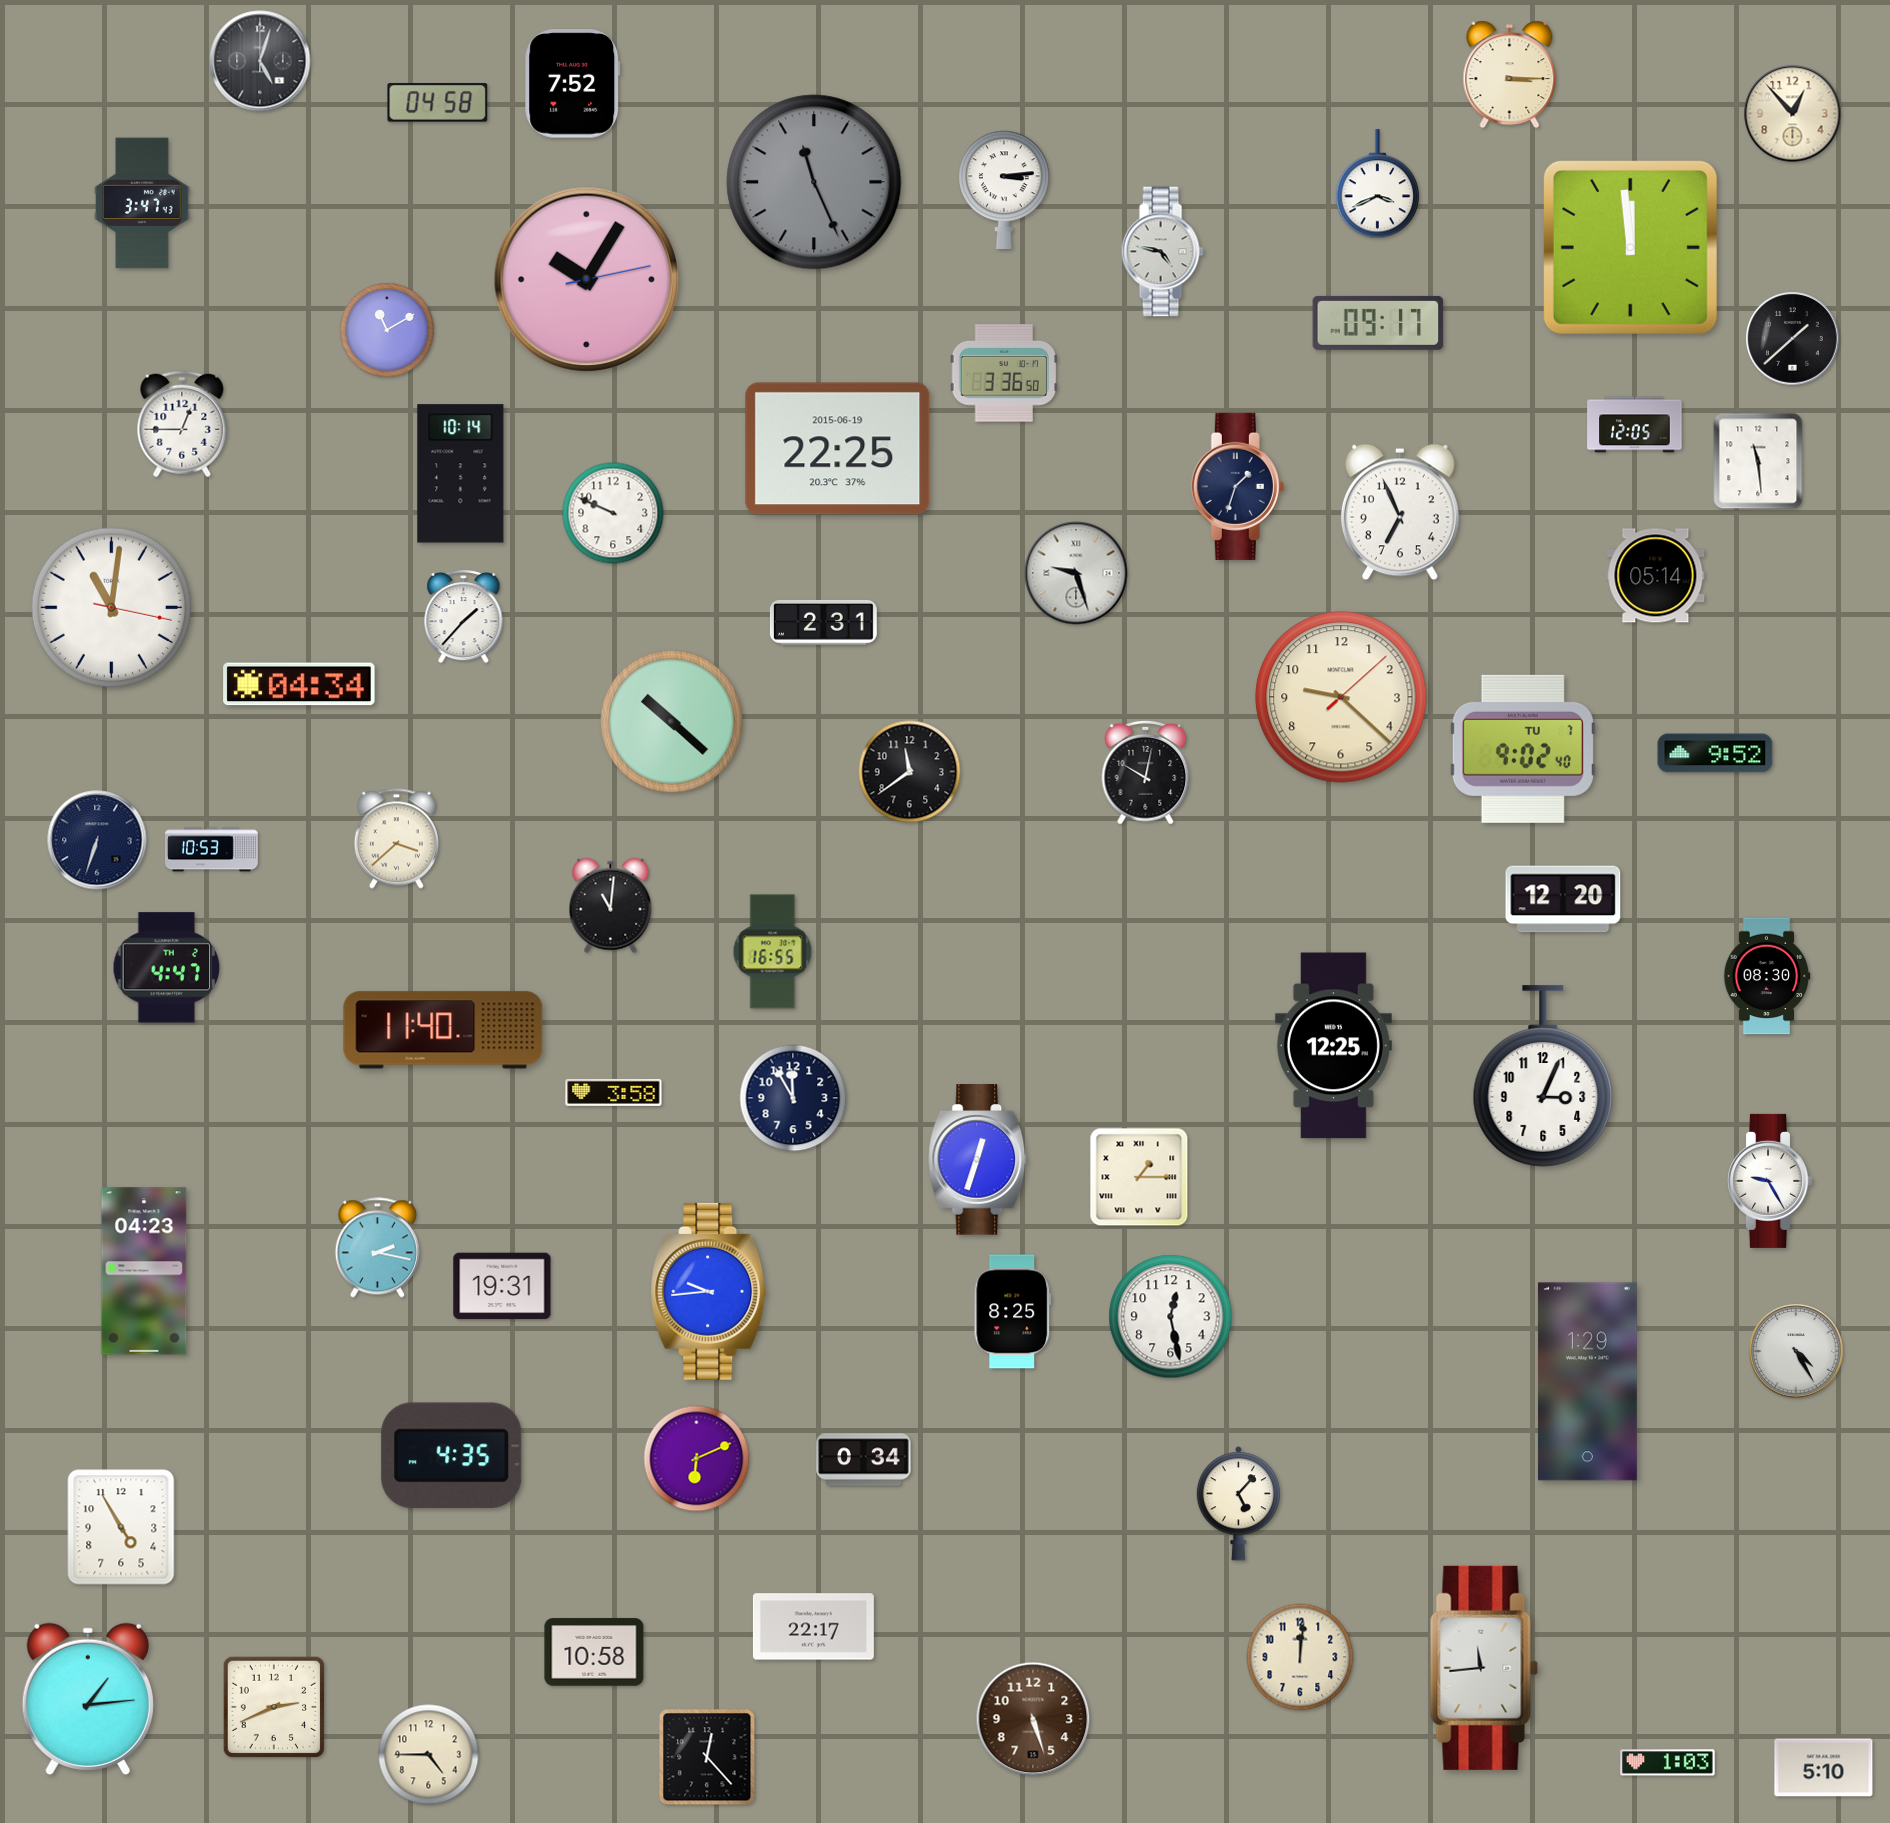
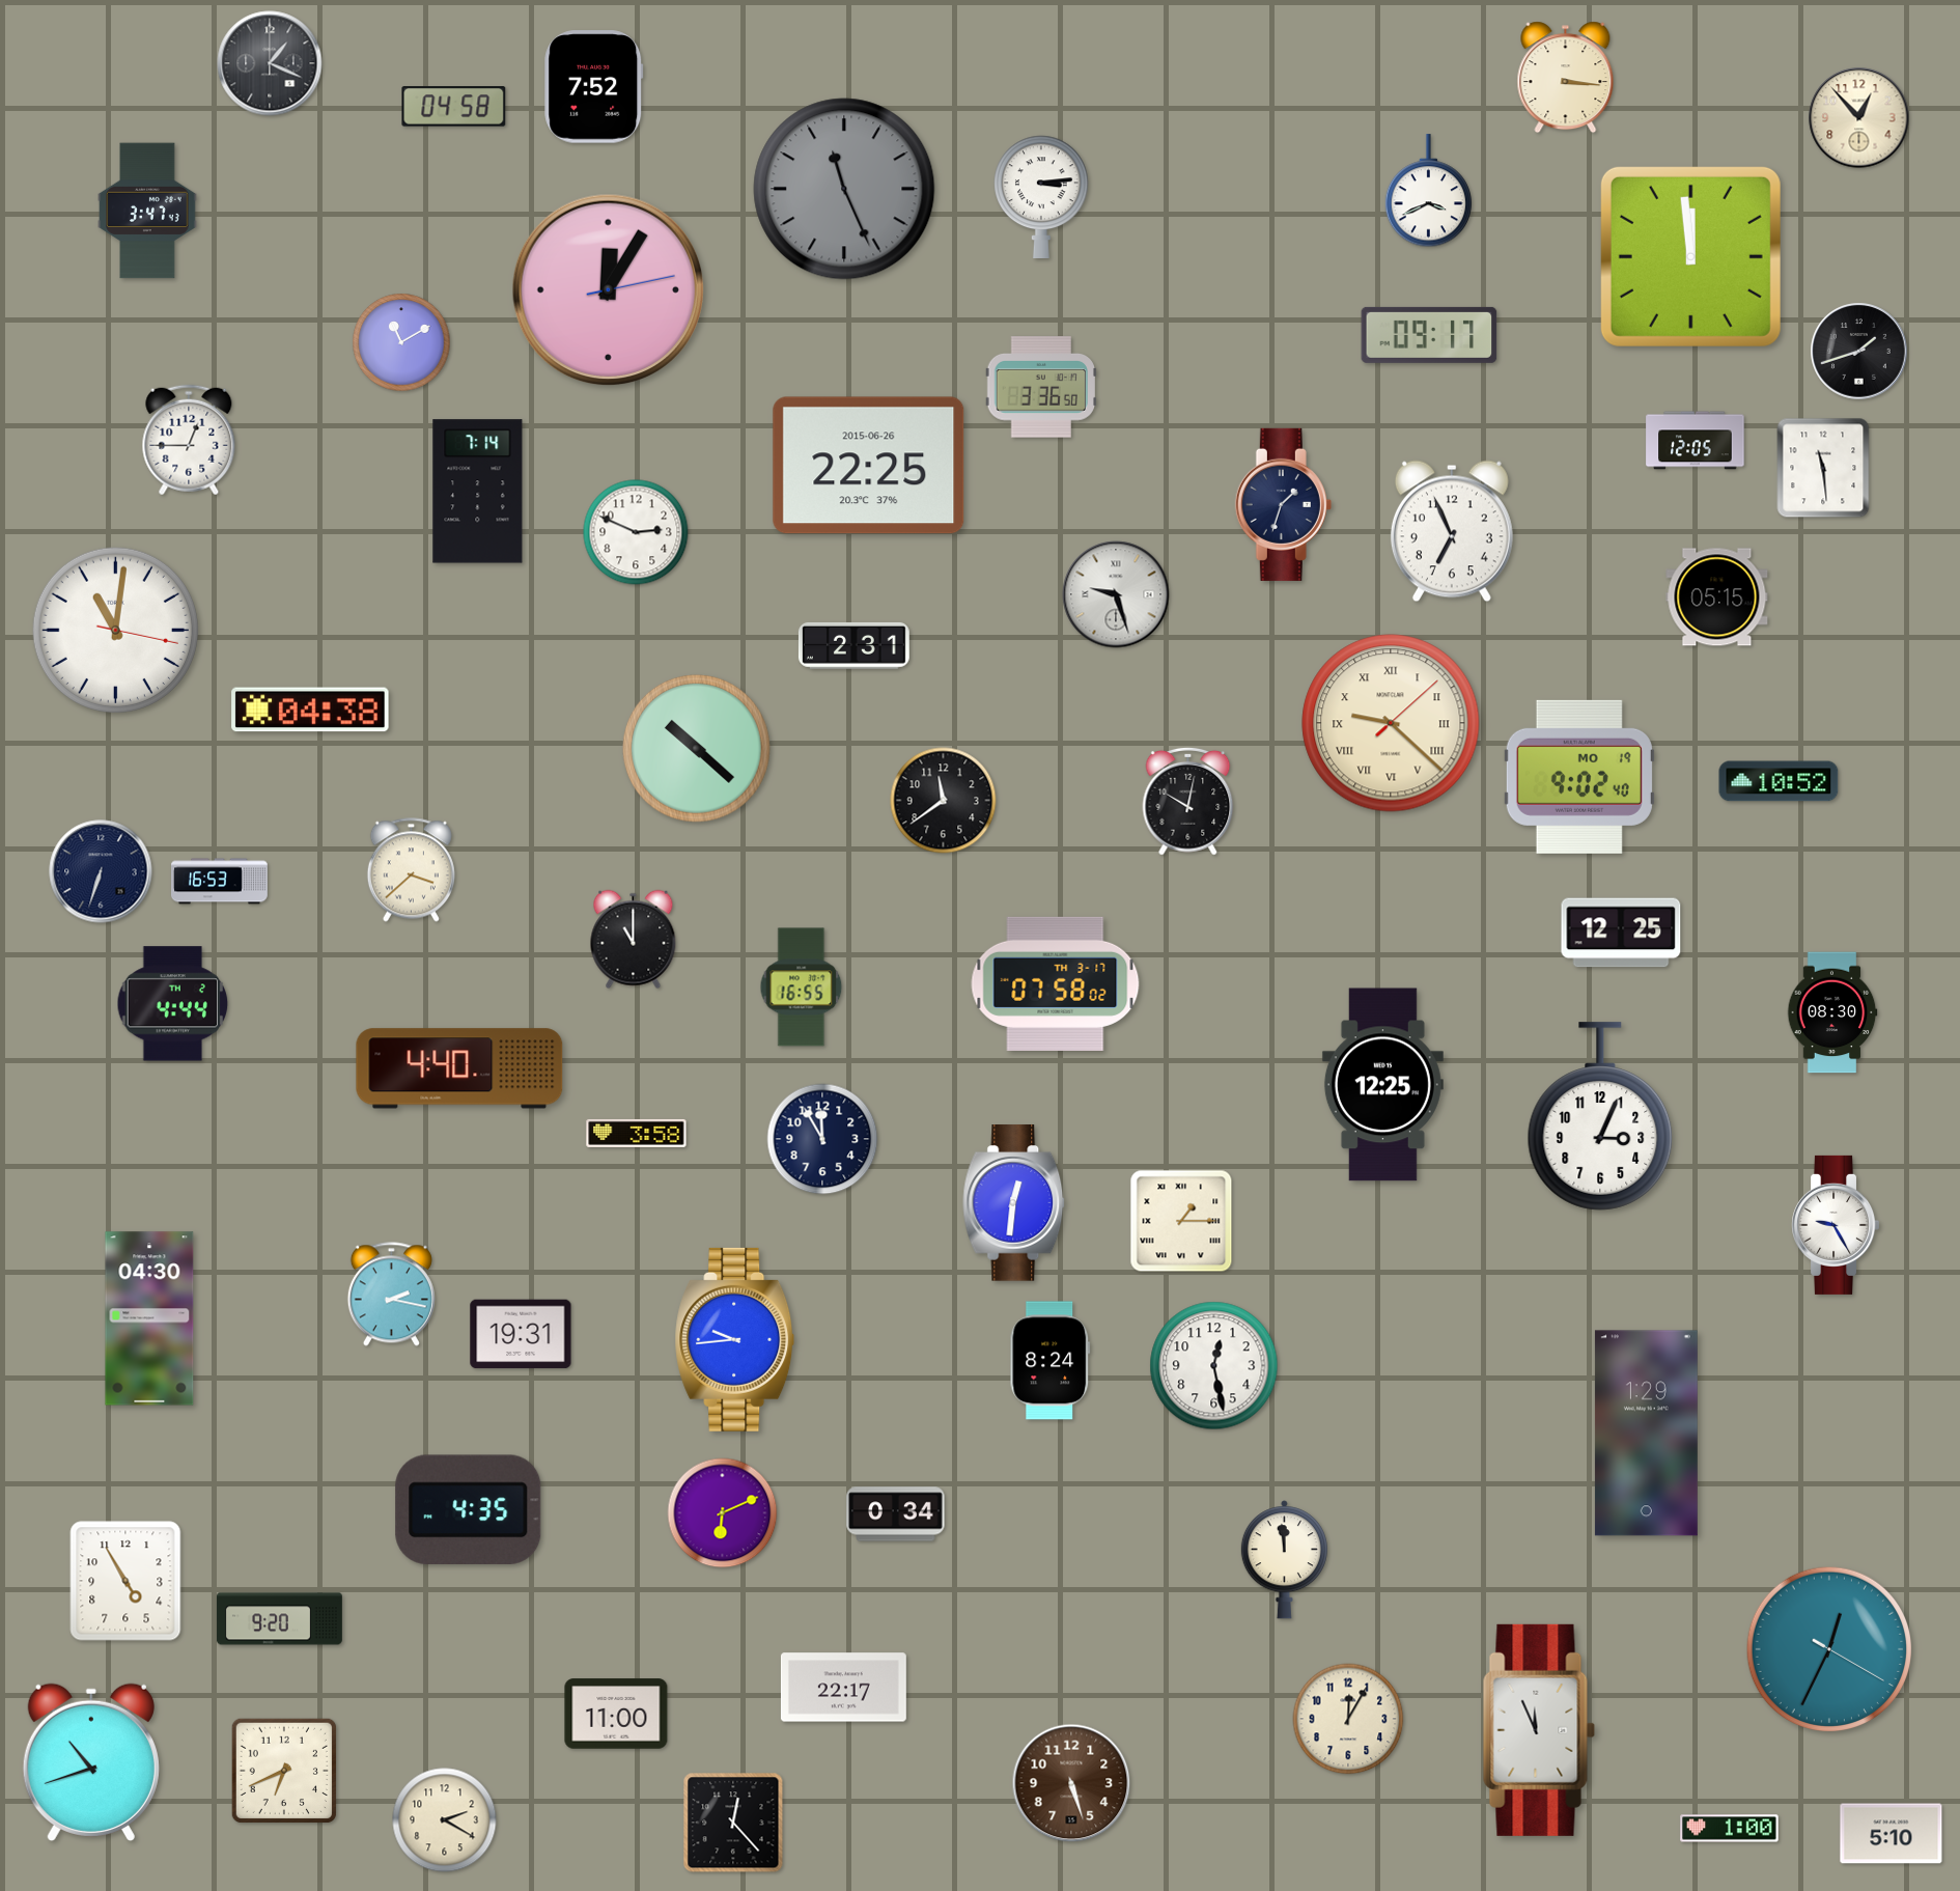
clock at (260, 61): 5:03 -> 1:19
clock at (1510, 75): 3:15 -> 3:16
clock at (1162, 252): 4:47 -> none
clock at (587, 280): 10:05 -> 12:05
clock at (1793, 339): 1:38 -> 1:42
clock at (838, 449) date: 2015-06-19 -> 2015-06-26
clock at (1758, 461) position: (1758, 461) -> (1823, 468)
clock at (461, 474): 10:14 -> 7:14
clock at (613, 513): 9:49 -> 2:49
clock at (1656, 576): 05:14 -> 05:15
clock at (464, 616): 1:37 -> none
clock at (299, 684): 04:34 -> 04:38
clock at (1341, 697) numerals: Arabic -> Roman
clock at (1523, 749) date: TU 7 -> MO 19
clock at (1715, 753): 9:52 -> 10:52
clock at (212, 850): 10:53 -> 16:53
clock at (1563, 899): 12:20 -> 12:25
clock at (611, 906): 11:01 -> 11:00
clock at (1056, 983): none -> 07:58
clock at (167, 968): 4:47 -> 4:44
clock at (443, 1030): 11:40 -> 4:40
clock at (978, 1160): 12:33 -> 12:31
clock at (144, 1271): 04:23 -> 04:30
clock at (1013, 1312): 8:25 -> 8:24
clock at (1796, 1351): 4:25 -> none
clock at (1238, 1504): 5:07 -> 11:59
clock at (121, 1527) position: (121, 1527) -> (125, 1581)
clock at (280, 1619): none -> 9:20
clock at (1829, 1649): none -> 12:34
clock at (594, 1652): 10:58 -> 11:00
clock at (1300, 1657): 12:01 -> 12:05
clock at (1484, 1668): 11:44 -> 11:56
clock at (88, 1699): 1:14 -> 10:42
clock at (274, 1707): 2:41 -> 6:41
clock at (429, 1755): 4:45 -> 2:20
clock at (1668, 1763): 1:03 -> 1:00
